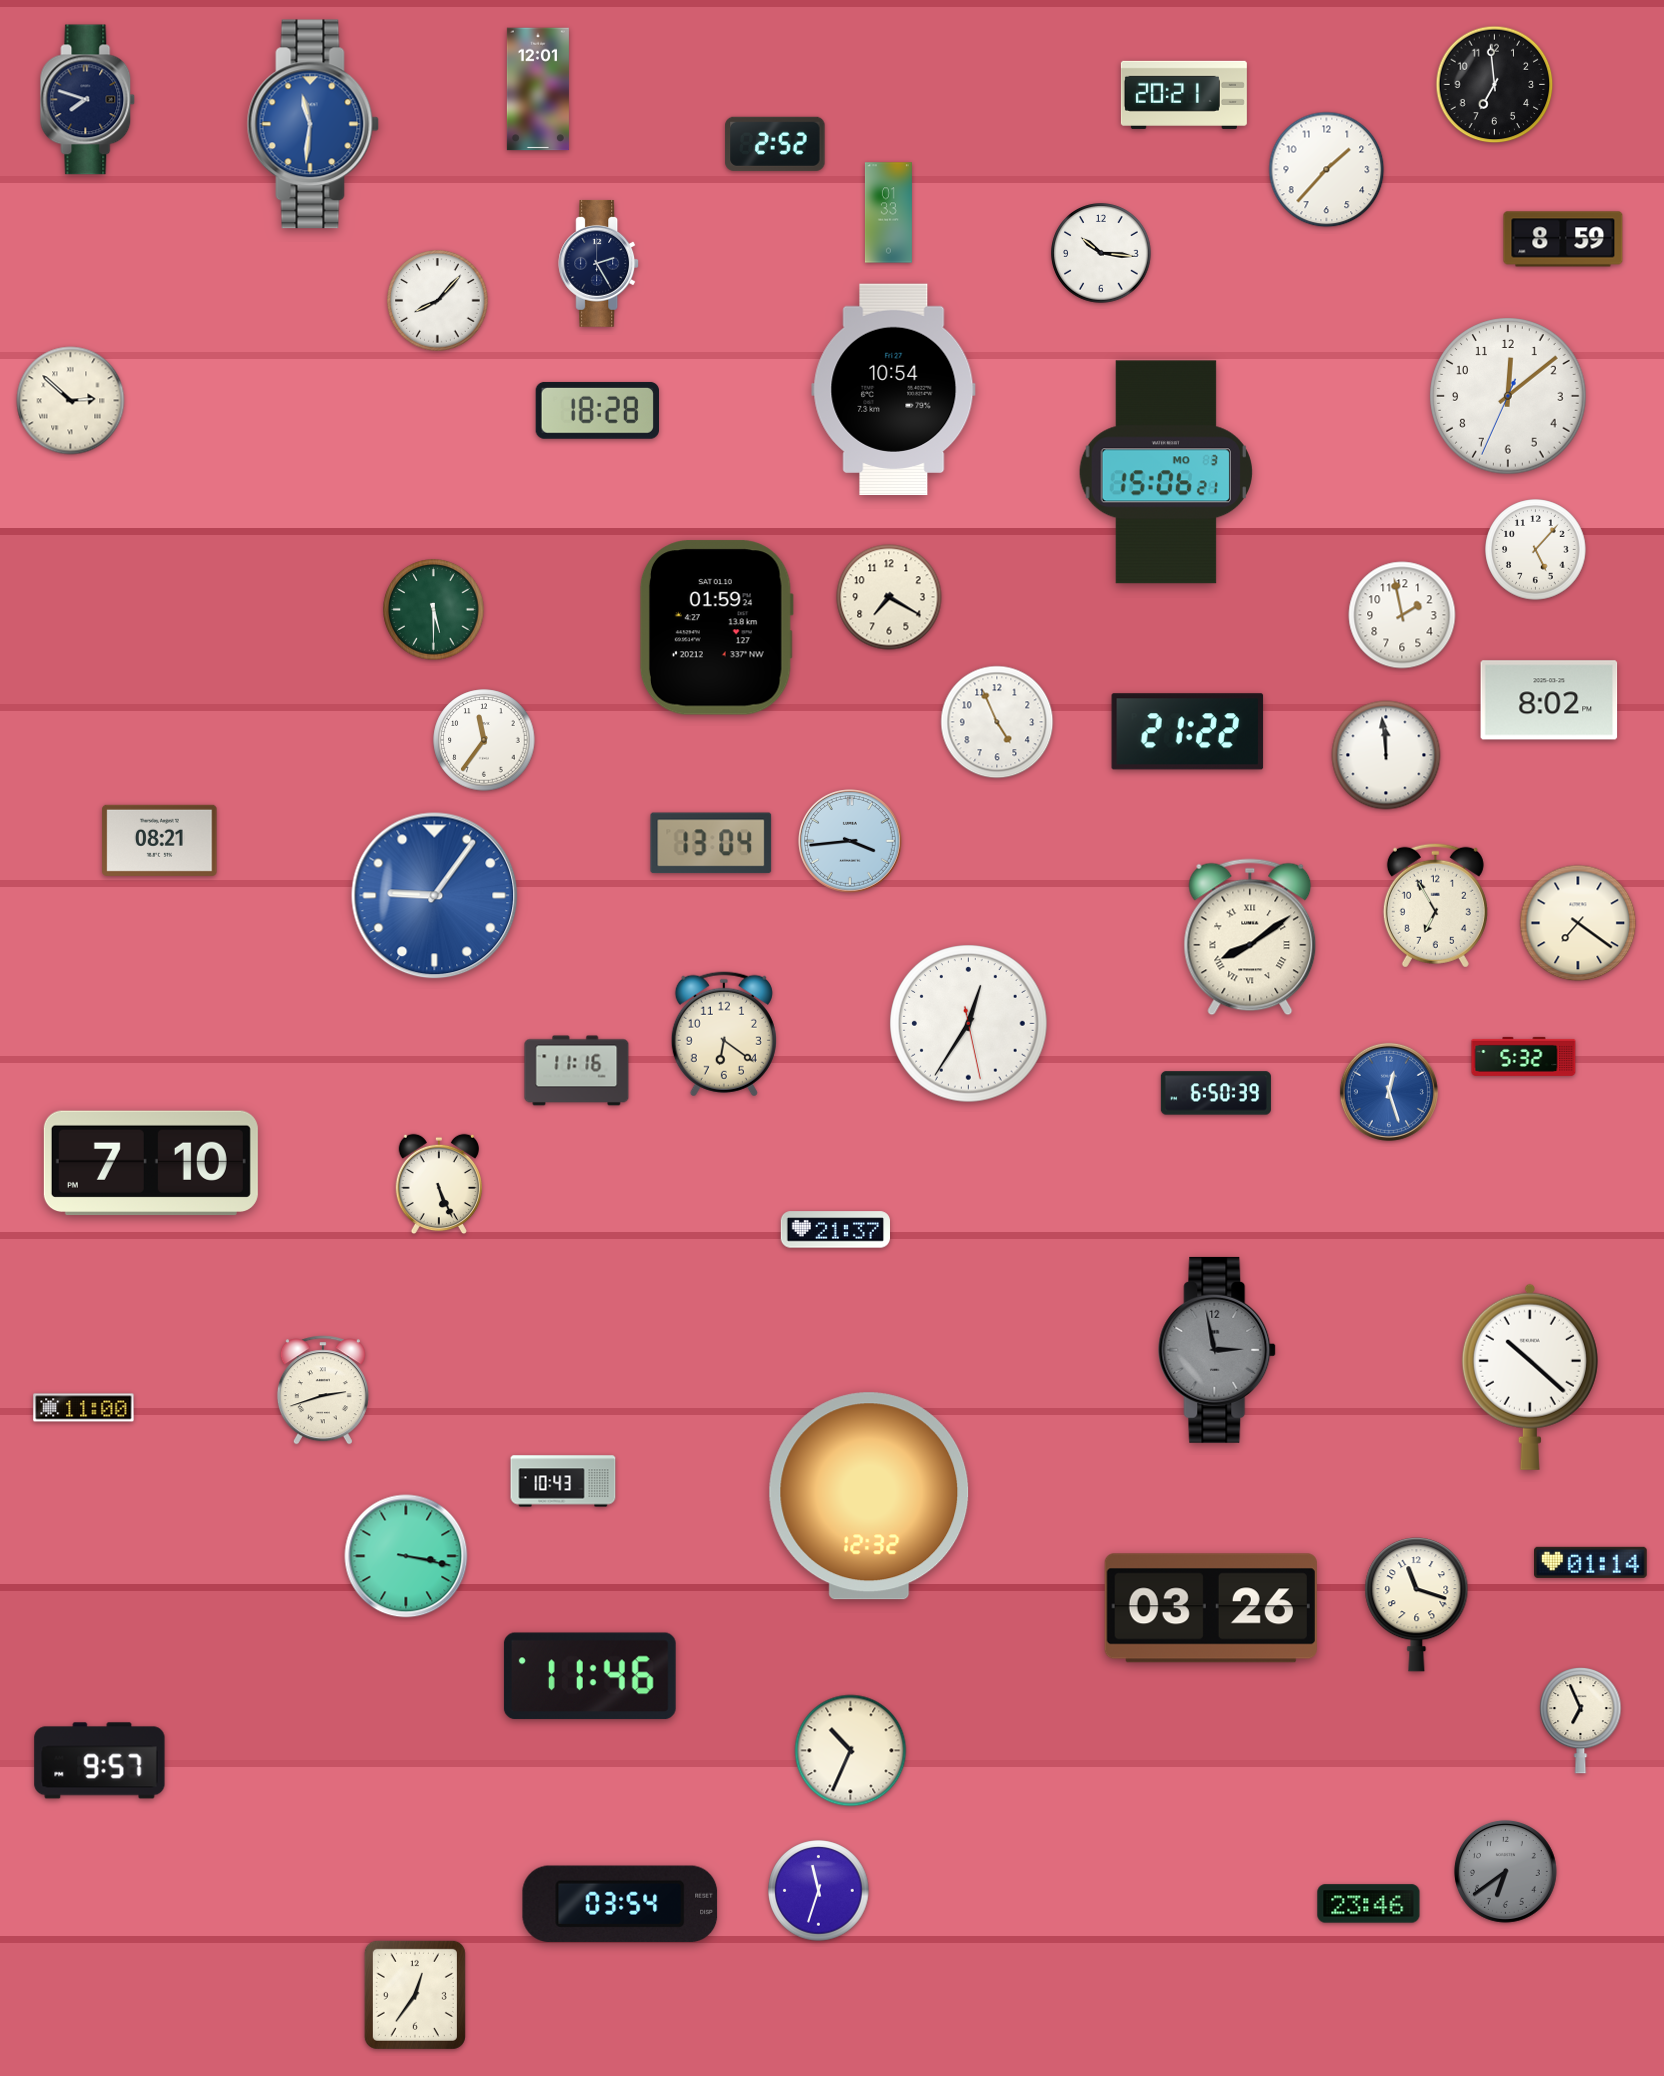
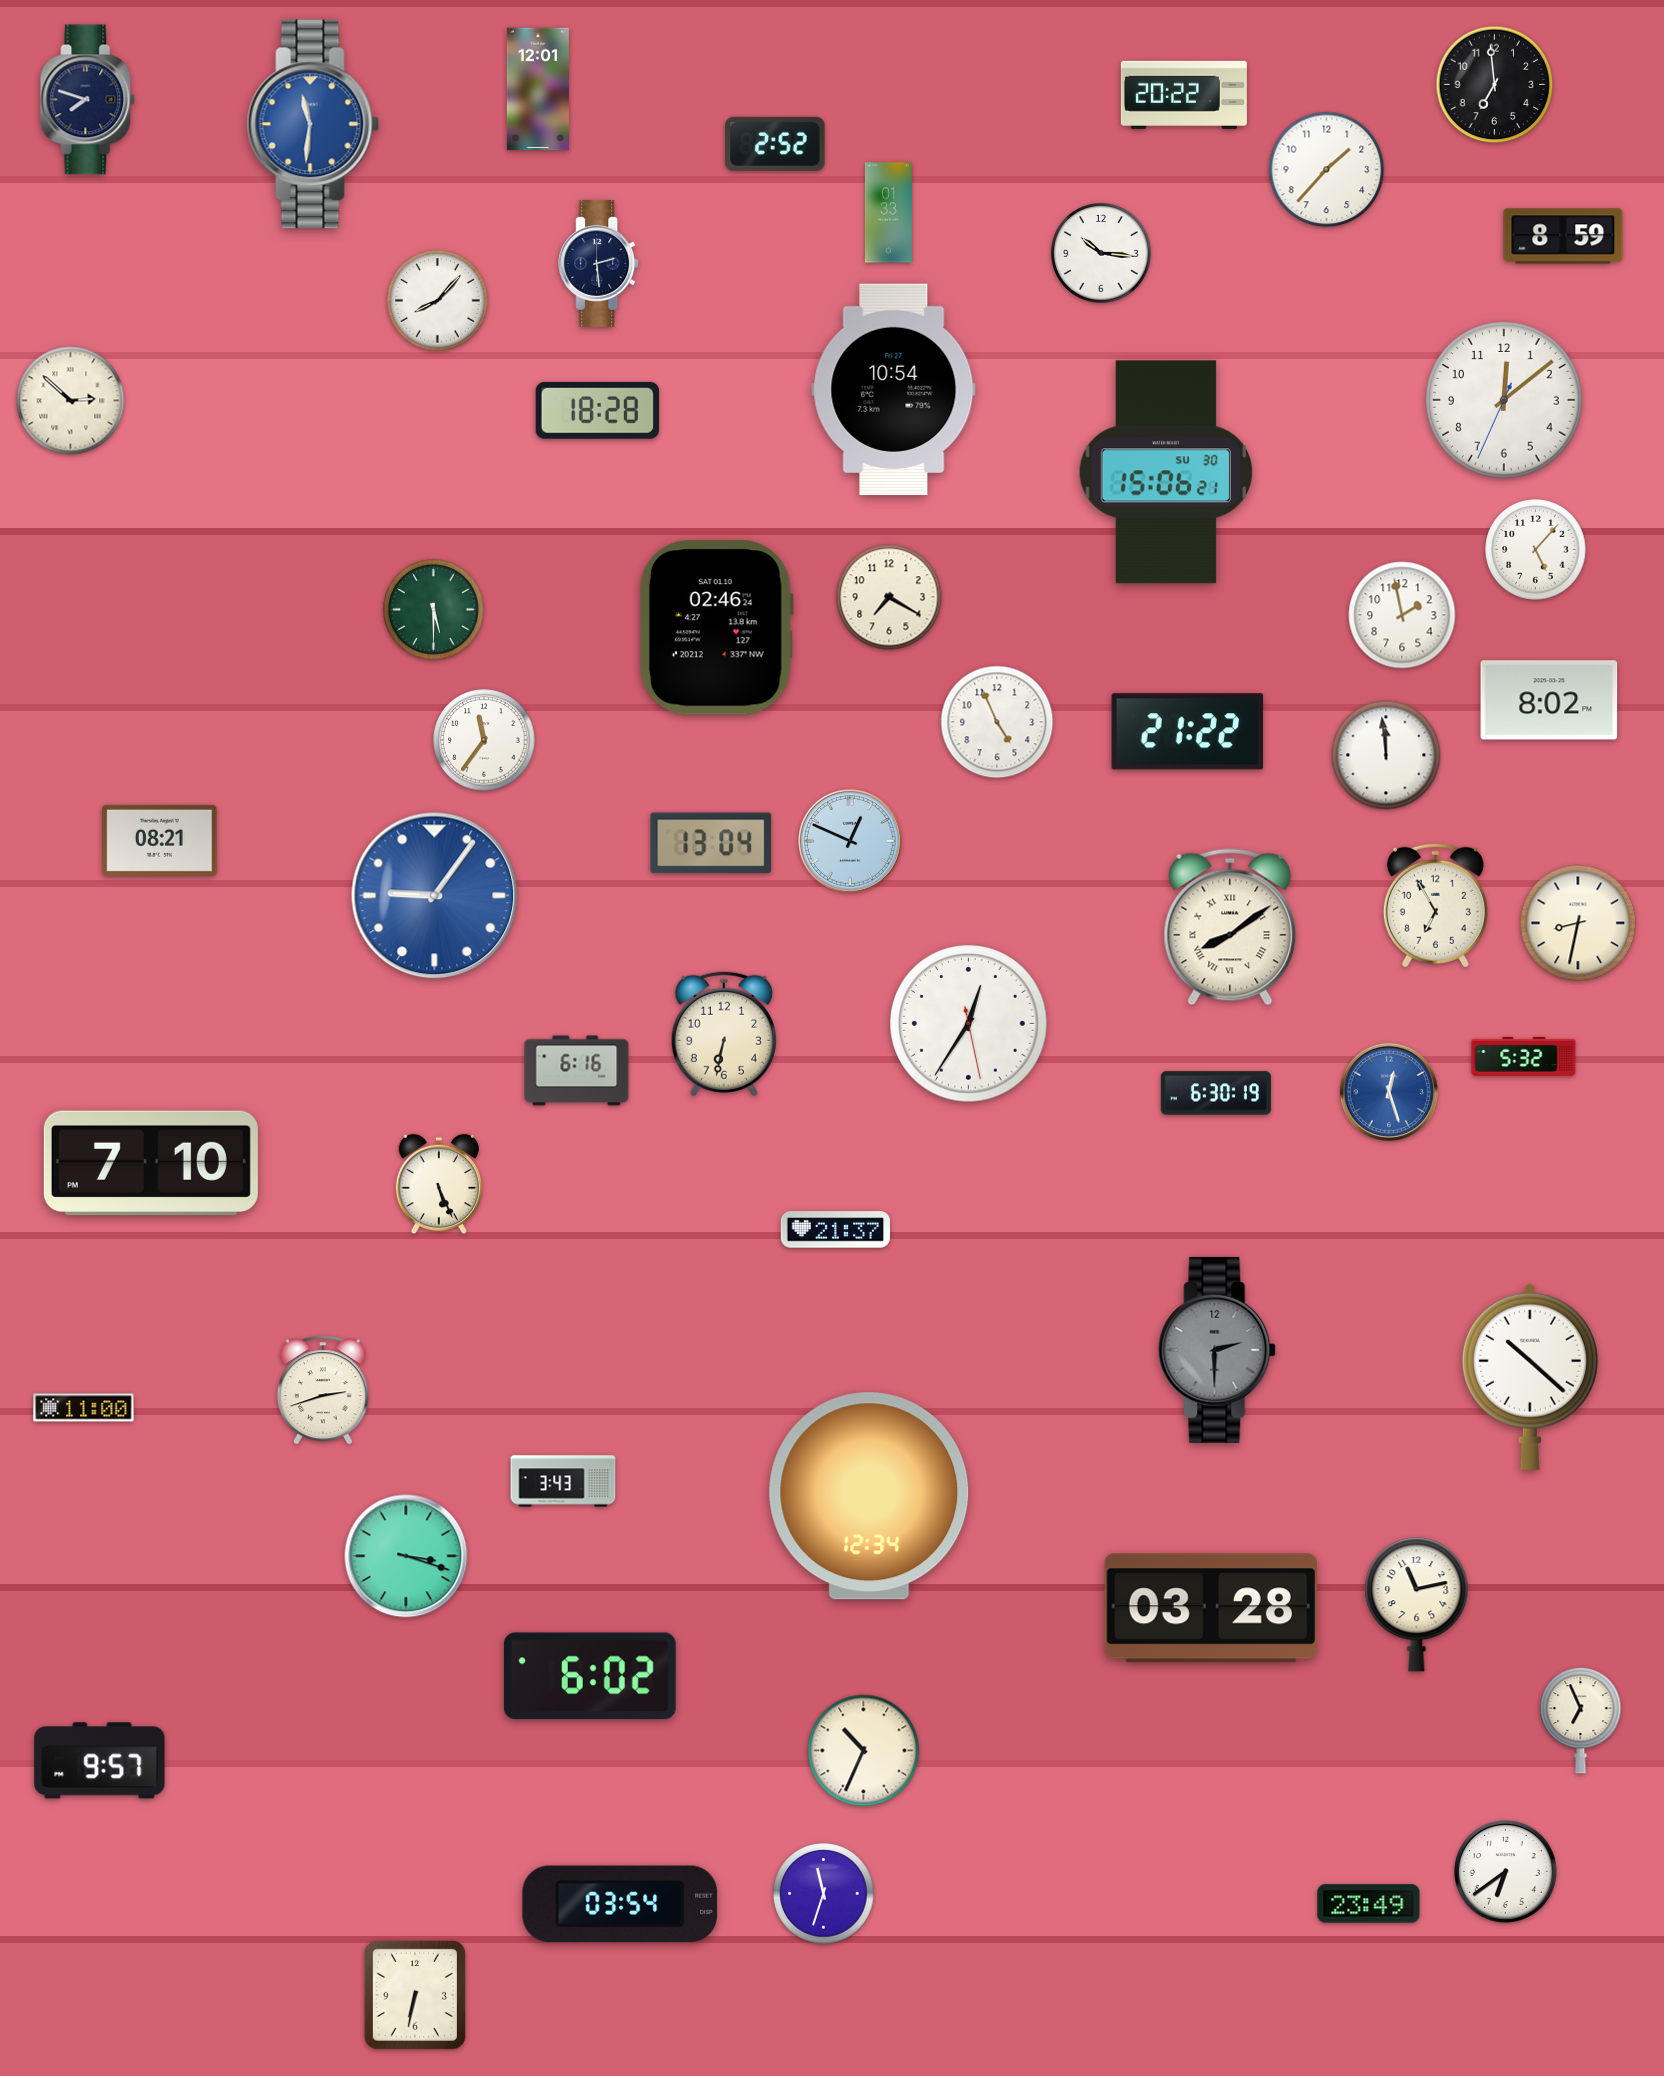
clock at (1184, 95): 20:21 -> 20:22
clock at (1563, 239) position: (1563, 239) -> (1563, 236)
clock at (599, 263): 2:25 -> 2:29
clock at (1508, 396) position: (1508, 396) -> (1504, 400)
clock at (1166, 472) date: MO 3 -> SU 30
clock at (716, 628): 01:59 -> 02:46
clock at (851, 842): 3:44 -> 12:49
clock at (1578, 923): 7:21 -> 8:32
clock at (1250, 937) position: (1250, 937) -> (1230, 927)
clock at (724, 1034): 6:21 -> 6:32
clock at (577, 1071): 11:16 -> 6:16
clock at (1216, 1093): 6:50 -> 6:30
clock at (1218, 1350): 2:58 -> 2:30
clock at (563, 1481): 10:43 -> 3:43
clock at (869, 1496): 12:32 -> 12:34
clock at (406, 1556): 3:17 -> 3:18
clock at (1591, 1562): 01:14 -> none
clock at (1417, 1605): 11:18 -> 11:13
clock at (1211, 1608): 03:26 -> 03:28
clock at (590, 1676): 11:46 -> 6:02
clock at (851, 1751) position: (851, 1751) -> (864, 1751)
clock at (1505, 1871) dial: grey -> white
clock at (819, 1891) position: (819, 1891) -> (824, 1894)
clock at (1369, 1904): 23:46 -> 23:49
clock at (415, 1995): 12:36 -> 6:32
